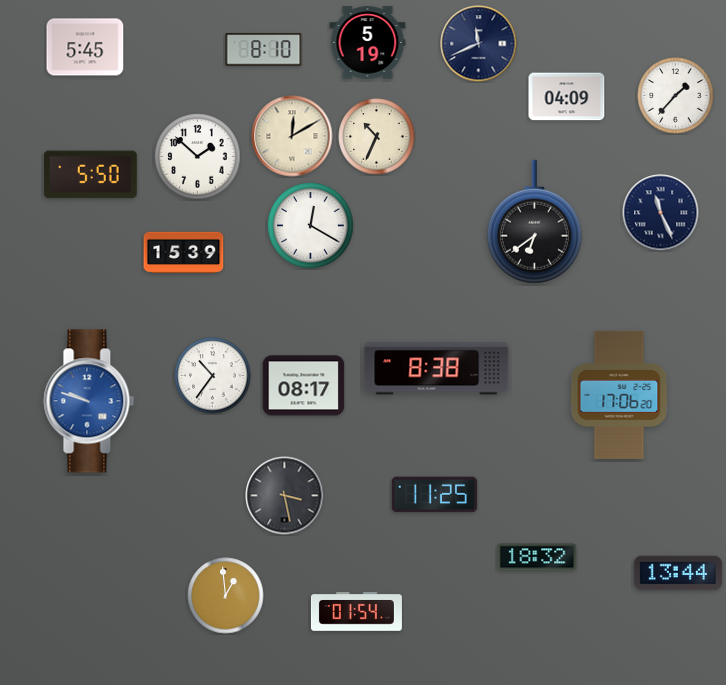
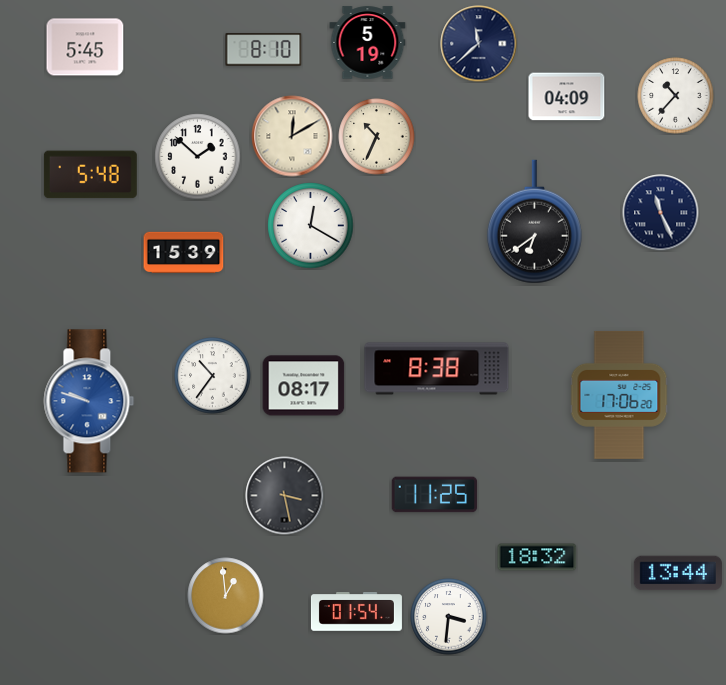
clock at (479, 44): 11:41 -> 11:38
clock at (676, 96): 1:37 -> 10:37
clock at (90, 175): 5:50 -> 5:48
clock at (449, 617): none -> 3:31
